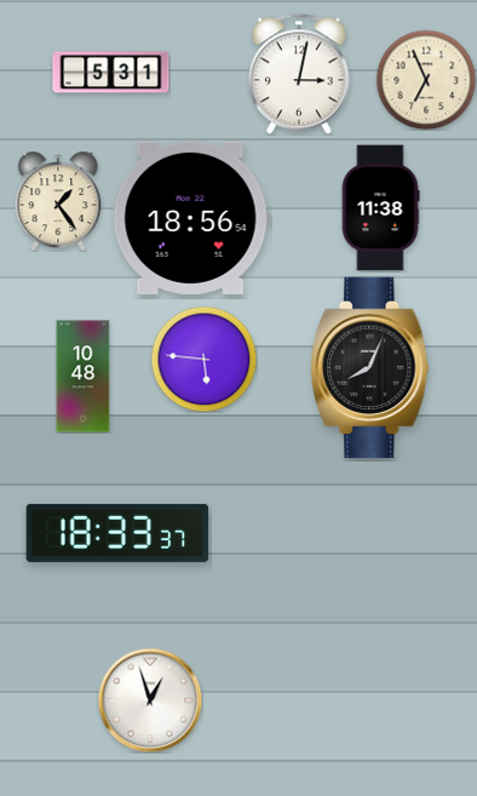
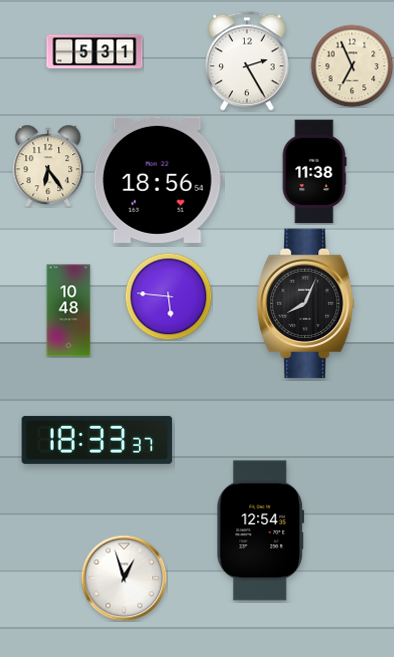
clock at (111, 73) position: (111, 73) -> (95, 52)
clock at (299, 74): 3:02 -> 2:25
clock at (58, 201): 1:24 -> 6:24
clock at (261, 531): none -> 12:54
